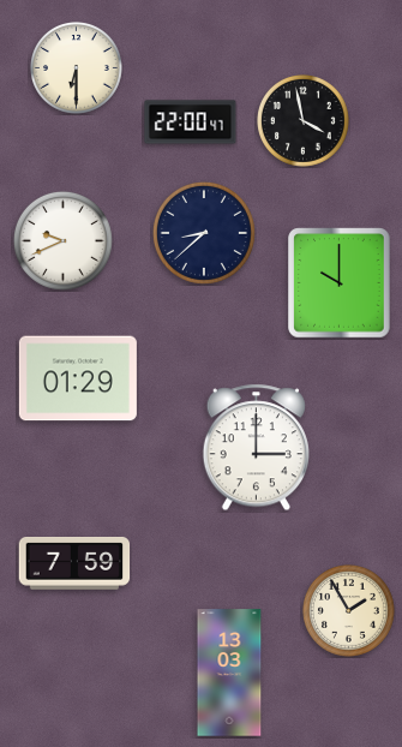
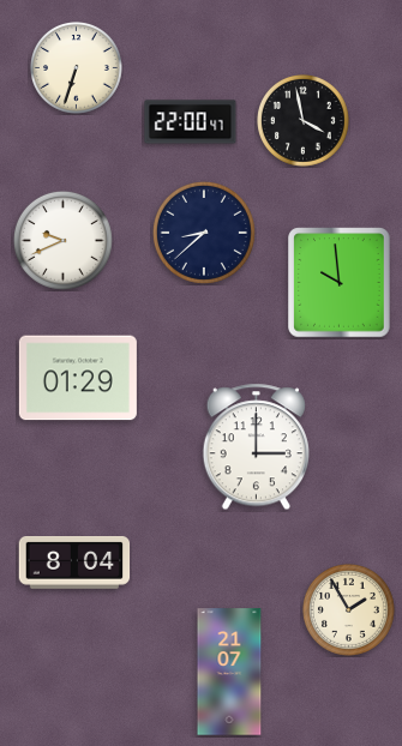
clock at (77, 68): 6:30 -> 6:33
clock at (340, 283): 10:00 -> 9:59
clock at (74, 564): 7:59 -> 8:04
clock at (229, 673): 13:03 -> 21:07
